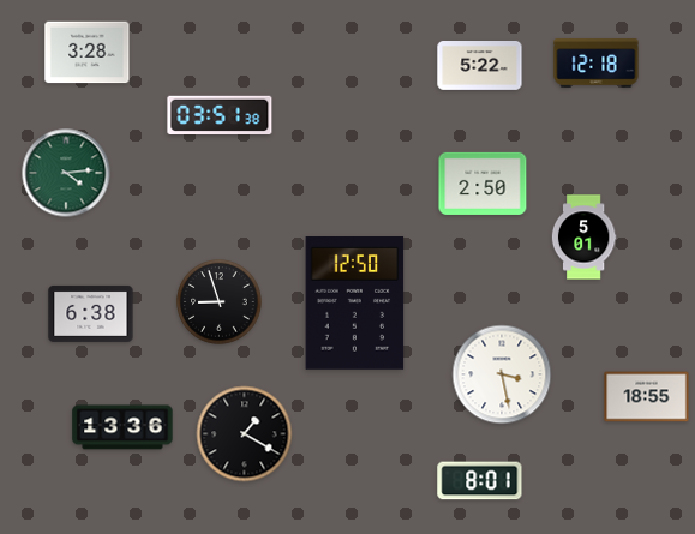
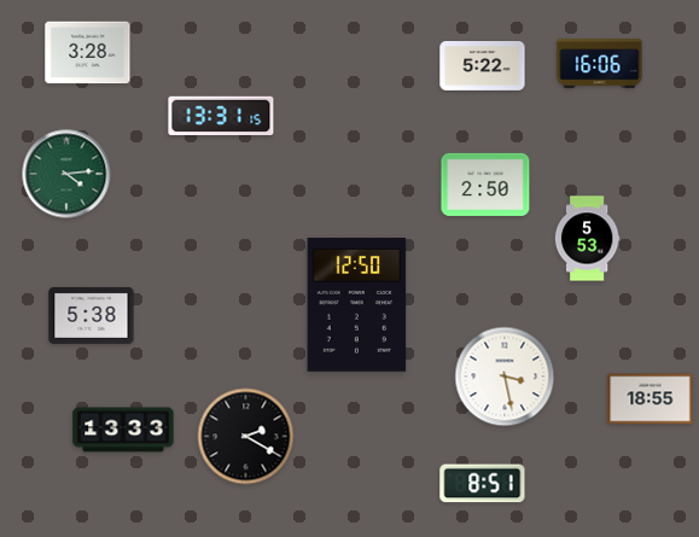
clock at (597, 64): 12:18 -> 16:06
clock at (220, 115): 03:51 -> 13:31
clock at (583, 238): 5:01 -> 5:53
clock at (220, 302): 8:57 -> none
clock at (91, 313): 6:38 -> 5:38
clock at (122, 427): 13:36 -> 13:33
clock at (245, 434): 1:20 -> 2:20
clock at (480, 481): 8:01 -> 8:51
